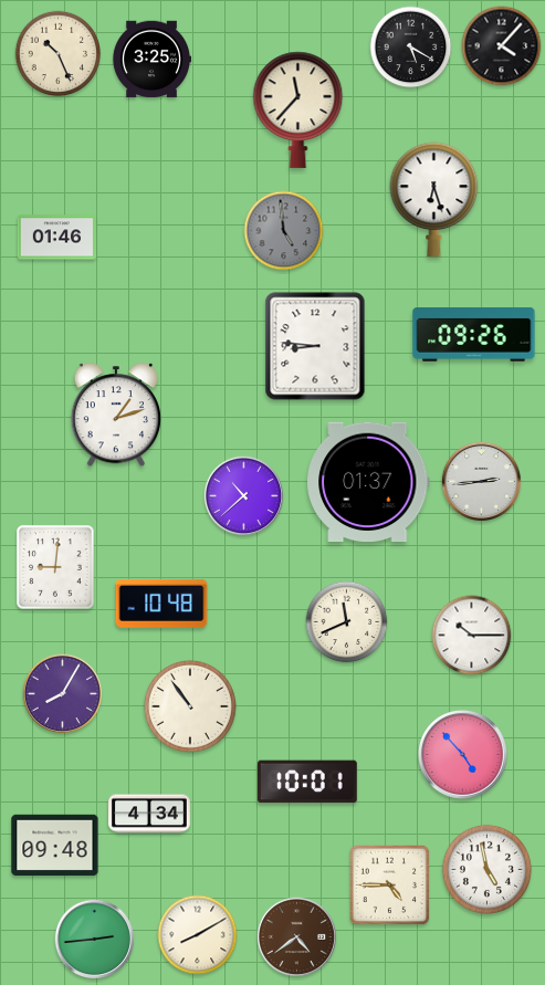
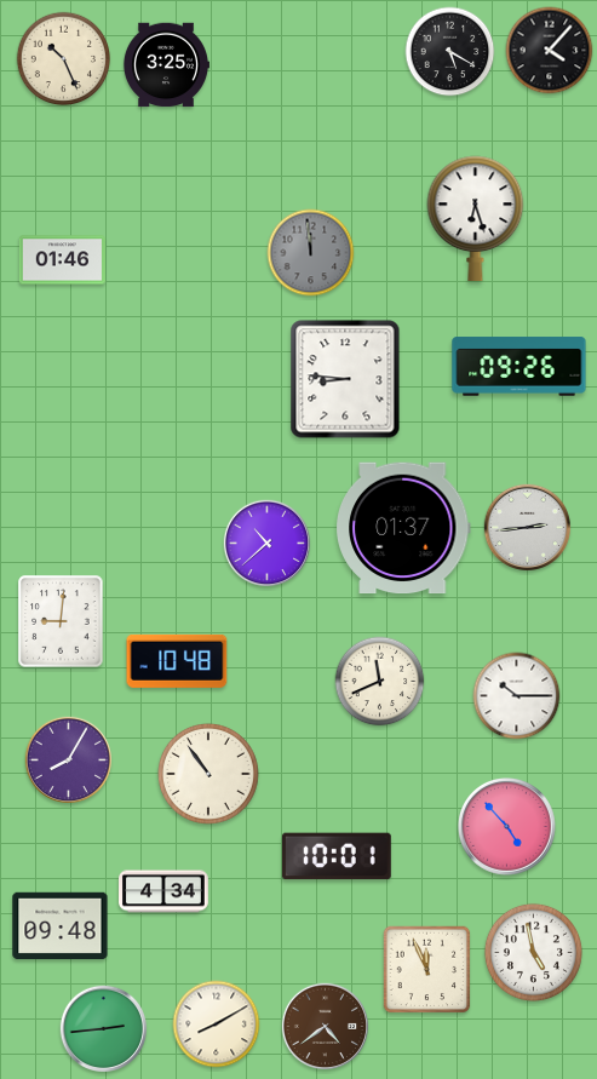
clock at (298, 109): 11:37 -> none
clock at (284, 231): 4:59 -> 11:59
clock at (115, 416): 1:12 -> none
clock at (390, 886): 4:45 -> 11:56
